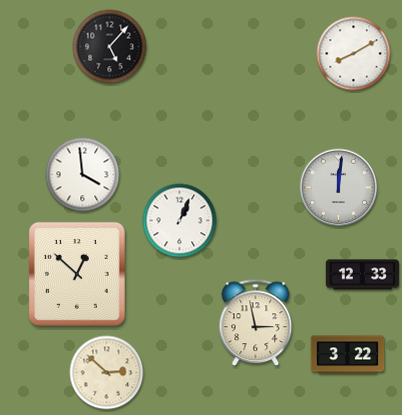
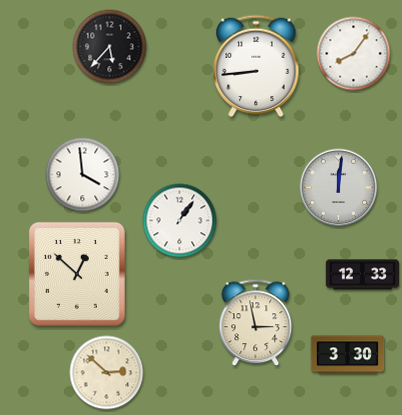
clock at (110, 47): 5:07 -> 5:37
clock at (354, 54): 8:10 -> 8:06
clock at (256, 66): none -> 8:44
clock at (180, 221): 1:04 -> 1:06
clock at (348, 355): 3:22 -> 3:30
